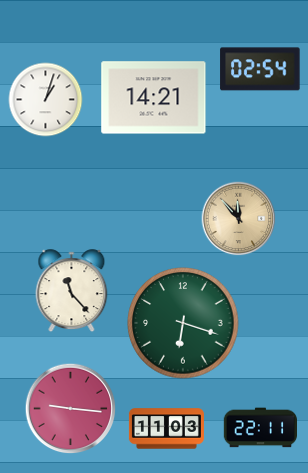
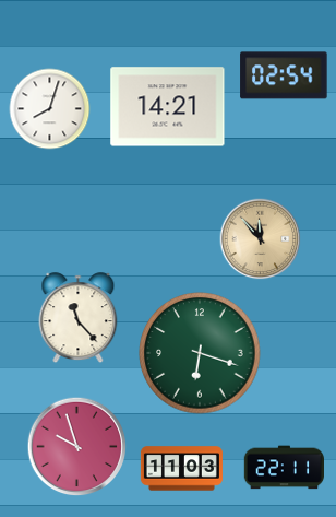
clock at (46, 100): 1:03 -> 8:03
clock at (71, 409): 9:16 -> 9:57
